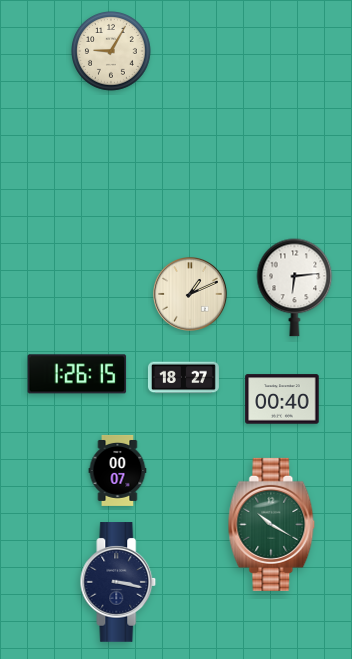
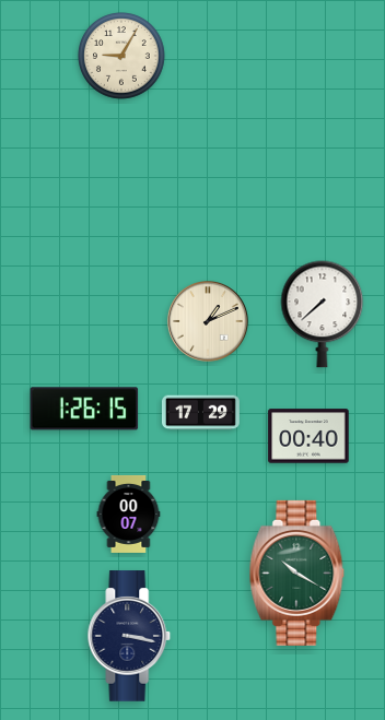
clock at (295, 288): 6:14 -> 7:38
clock at (183, 378): 18:27 -> 17:29
